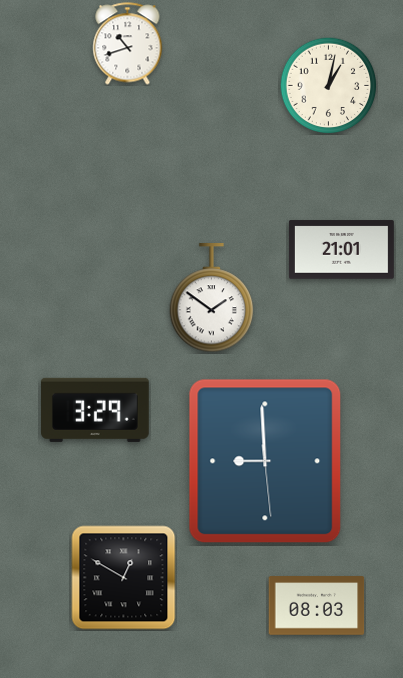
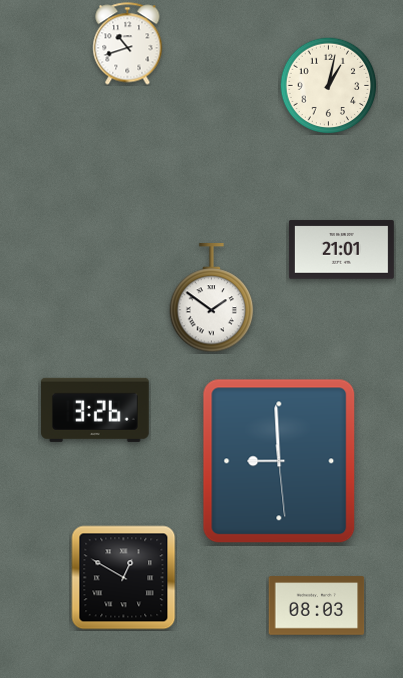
clock at (96, 410): 3:29 -> 3:26
clock at (265, 461) position: (265, 461) -> (279, 461)
